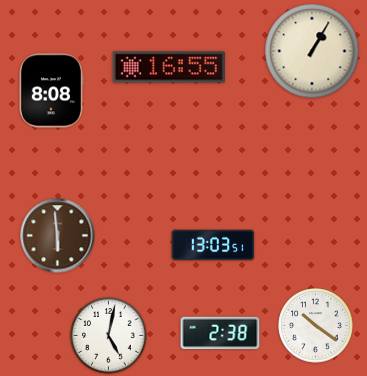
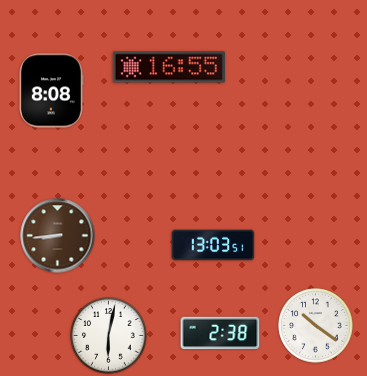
clock at (312, 51): 1:05 -> none
clock at (58, 236): 5:59 -> 8:44
clock at (109, 336): 5:02 -> 6:02
